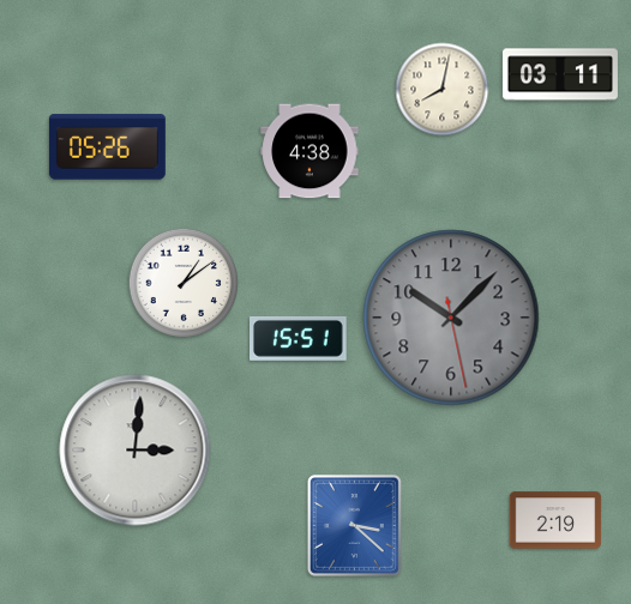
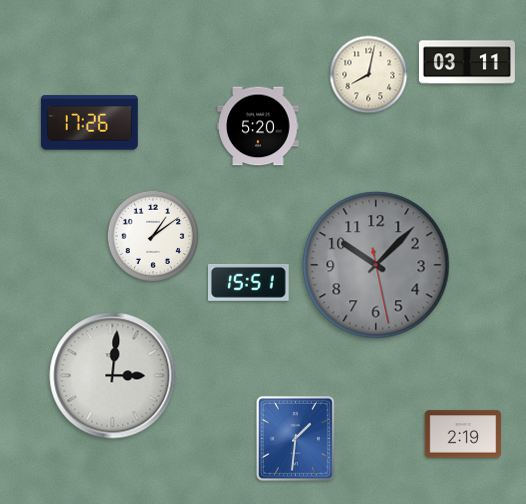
clock at (107, 147): 05:26 -> 17:26
clock at (310, 151): 4:38 -> 5:20
clock at (354, 525): 3:22 -> 1:31
